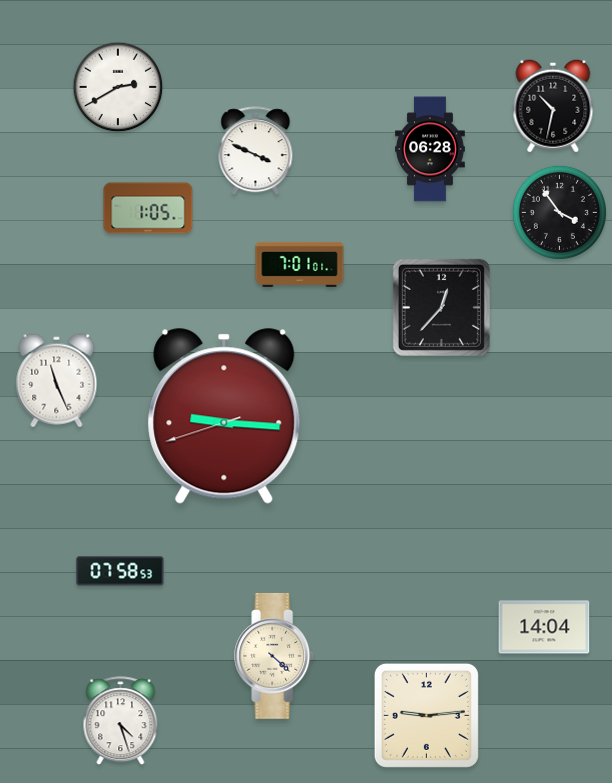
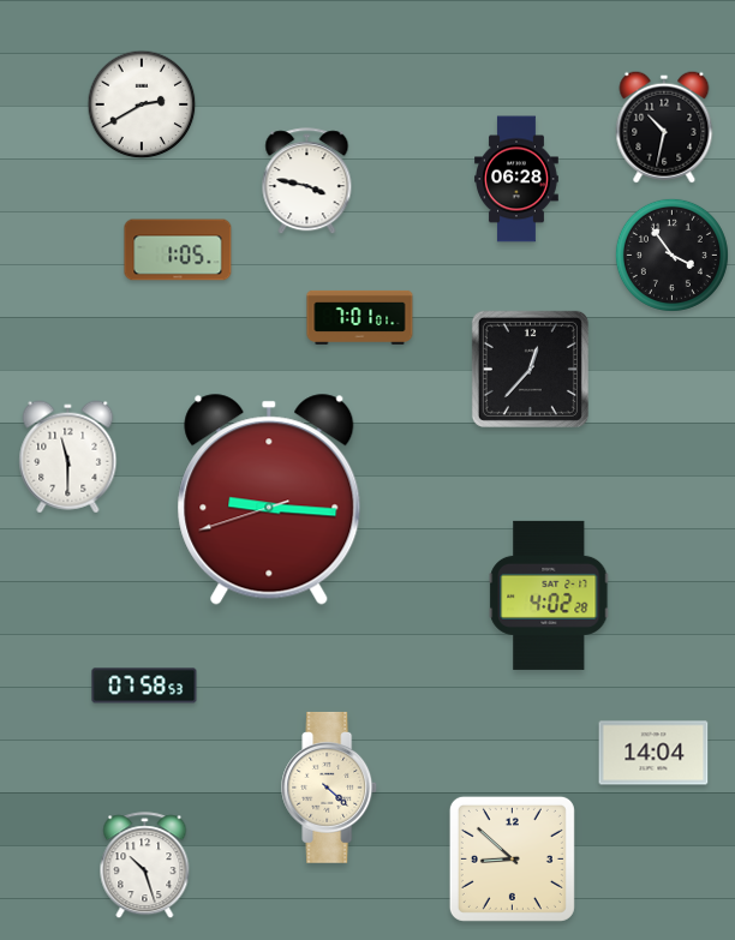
clock at (256, 151): 3:49 -> 3:47
clock at (57, 381): 11:26 -> 11:30
clock at (549, 595): none -> 4:02
clock at (426, 715): 9:14 -> 8:52
clock at (121, 721): 4:27 -> 10:27
